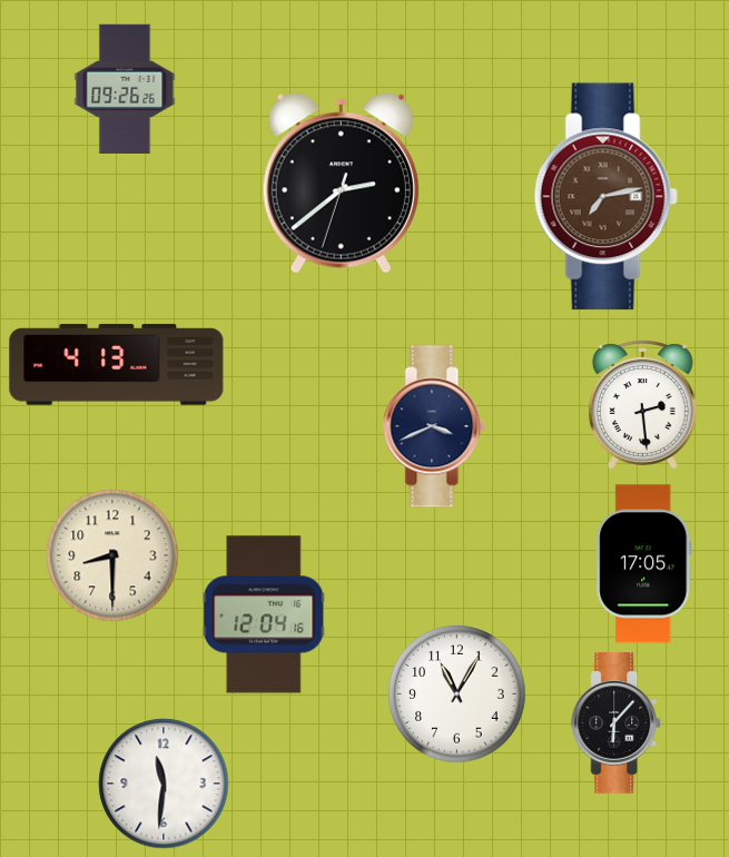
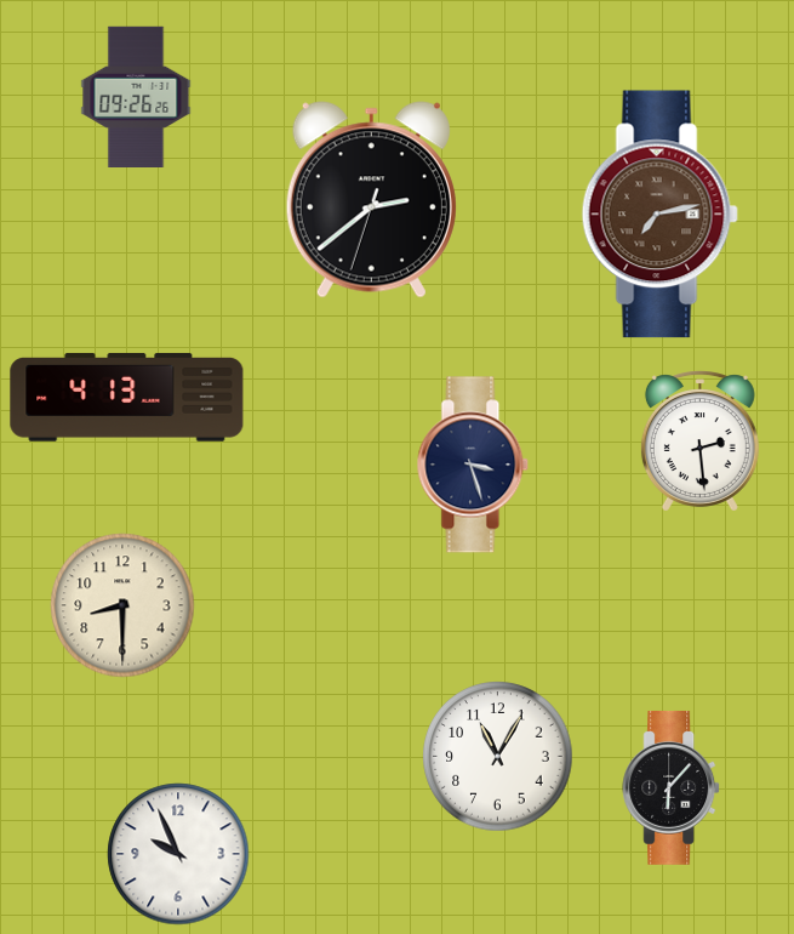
clock at (434, 426): 3:41 -> 3:27
clock at (644, 564): 17:05 -> none
clock at (264, 614): 12:04 -> none
clock at (164, 784): 11:31 -> 9:56
